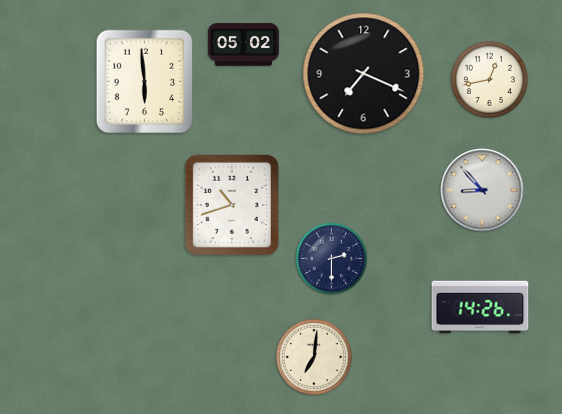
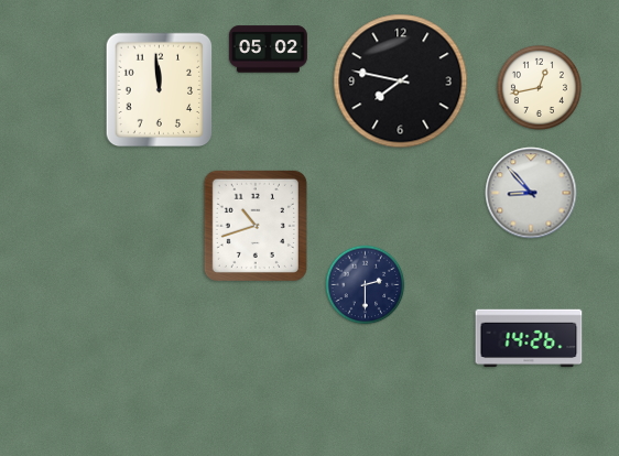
clock at (364, 74): 7:19 -> 7:47
clock at (145, 82): 5:59 -> 11:59
clock at (482, 190) position: (482, 190) -> (531, 193)
clock at (314, 357): 7:01 -> none
